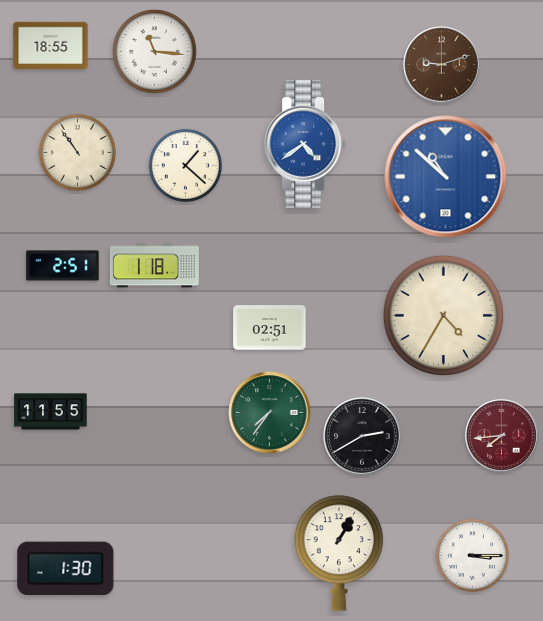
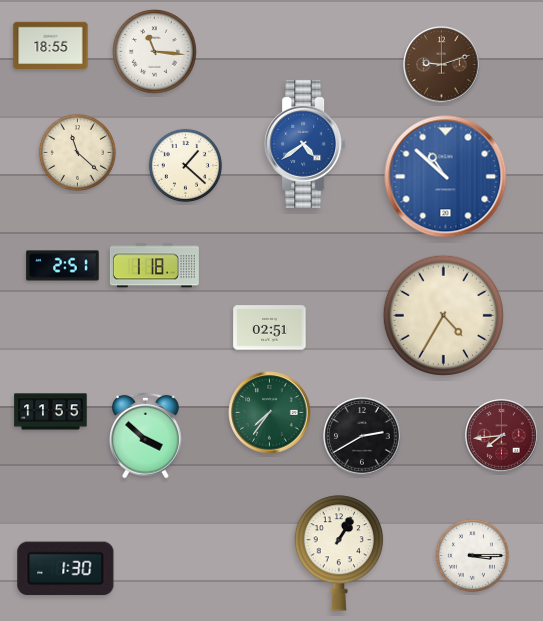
clock at (77, 152): 10:54 -> 11:22
clock at (146, 435): none -> 3:52
